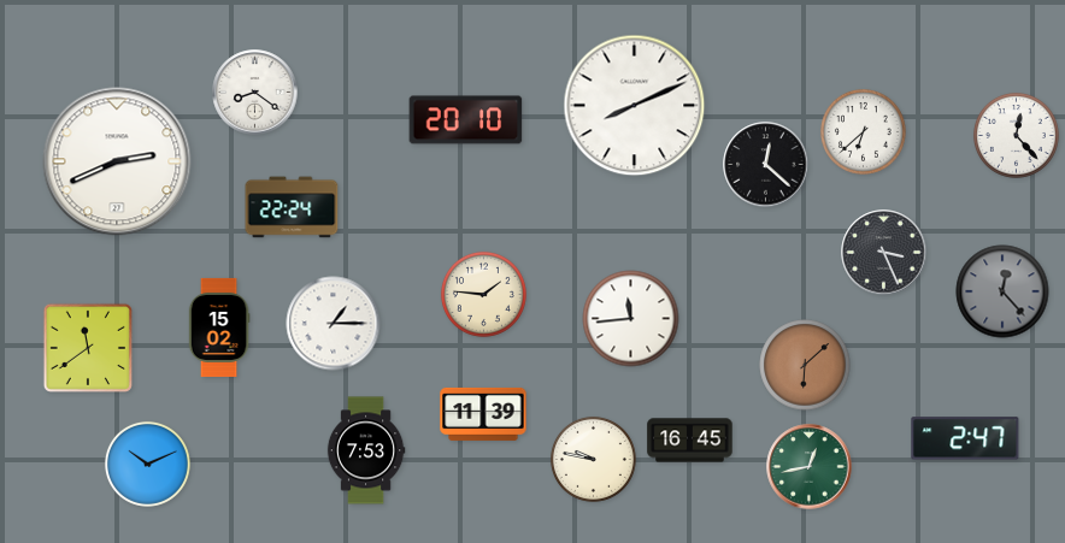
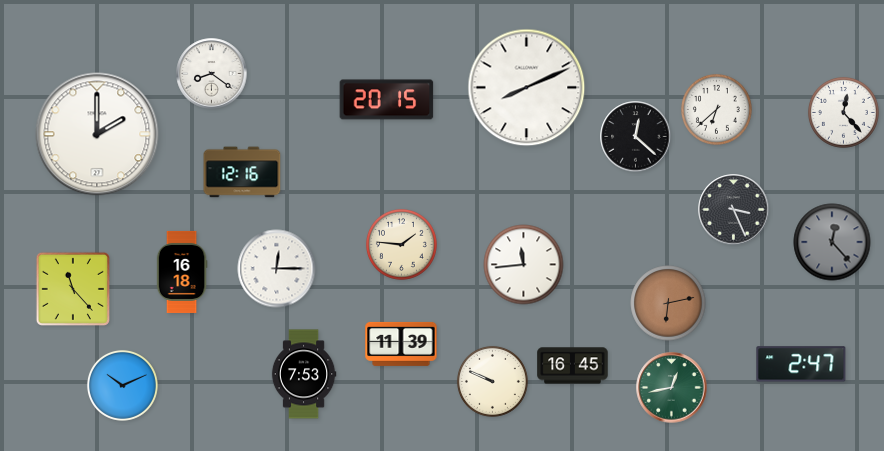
clock at (255, 93) position: (255, 93) -> (212, 74)
clock at (466, 120): 20:10 -> 20:15
clock at (117, 161): 2:41 -> 2:00
clock at (292, 207): 22:24 -> 12:16
clock at (334, 324): 1:15 -> 12:15
clock at (219, 327): 15:02 -> 16:18
clock at (88, 348): 11:39 -> 11:23
clock at (805, 365): 6:08 -> 6:13
clock at (593, 459): 9:47 -> 9:49
